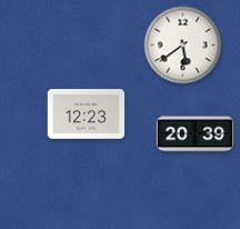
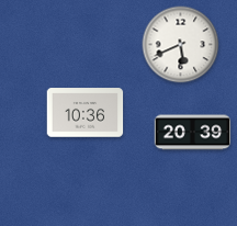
clock at (183, 46): 5:39 -> 5:41
clock at (87, 114): 12:23 -> 10:36
